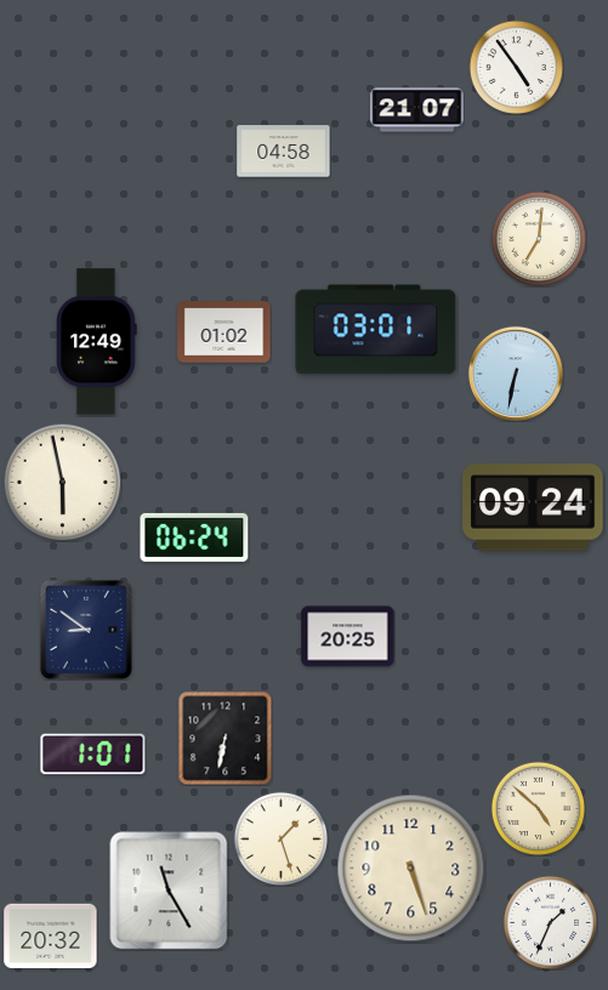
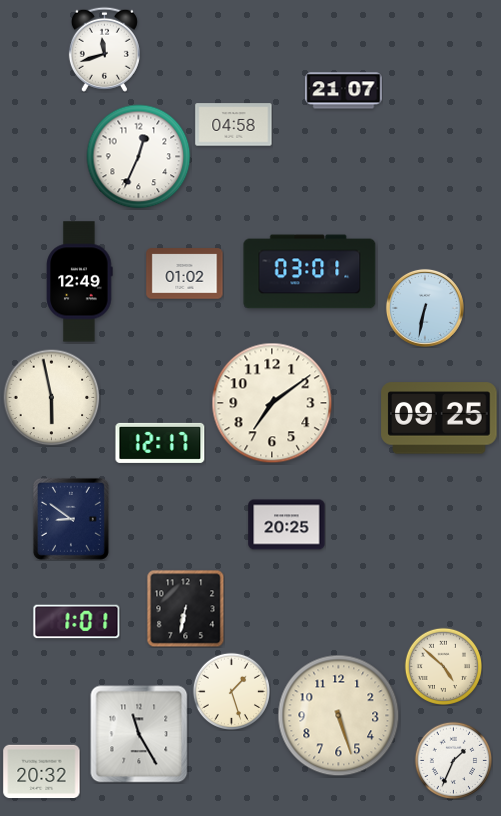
clock at (104, 49): none -> 11:42
clock at (516, 67): 4:54 -> none
clock at (139, 157): none -> 12:34
clock at (538, 238): 7:01 -> none
clock at (272, 403): none -> 7:09
clock at (533, 507): 09:24 -> 09:25
clock at (194, 537): 06:24 -> 12:17
